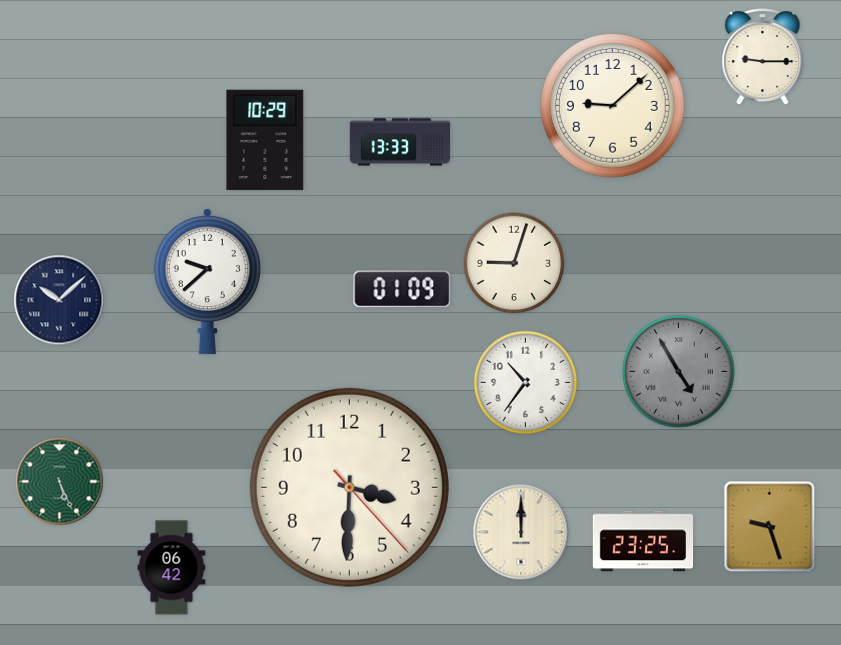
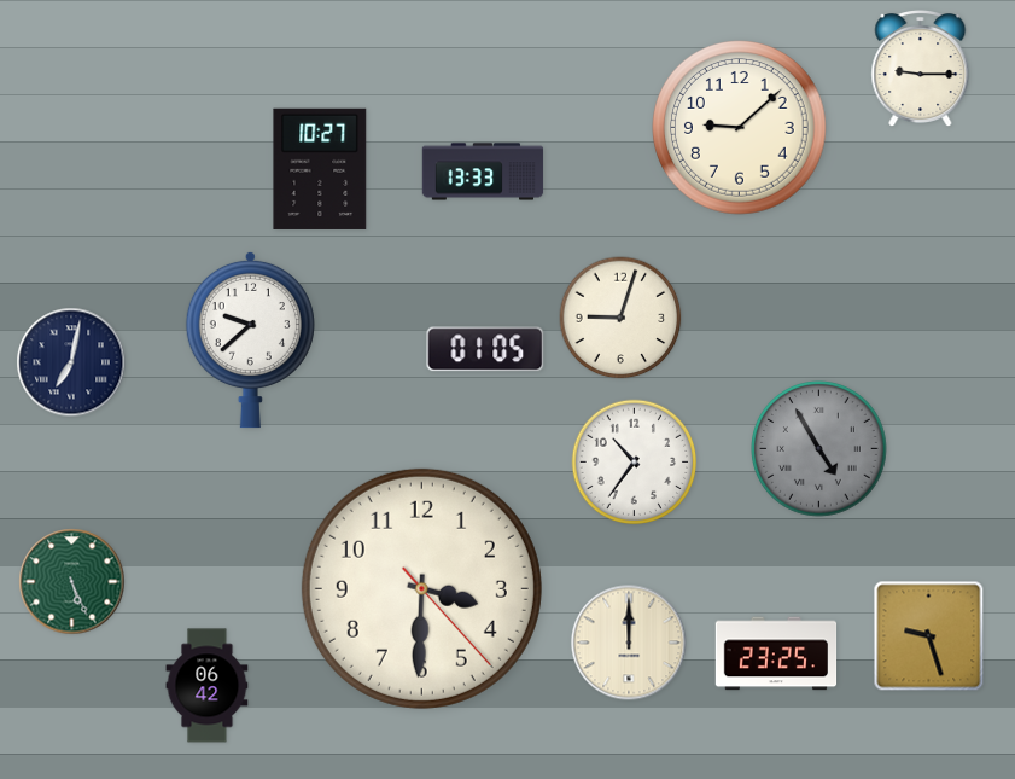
clock at (265, 140): 10:29 -> 10:27
clock at (402, 289): 01:09 -> 01:05
clock at (59, 300): 10:08 -> 7:02
